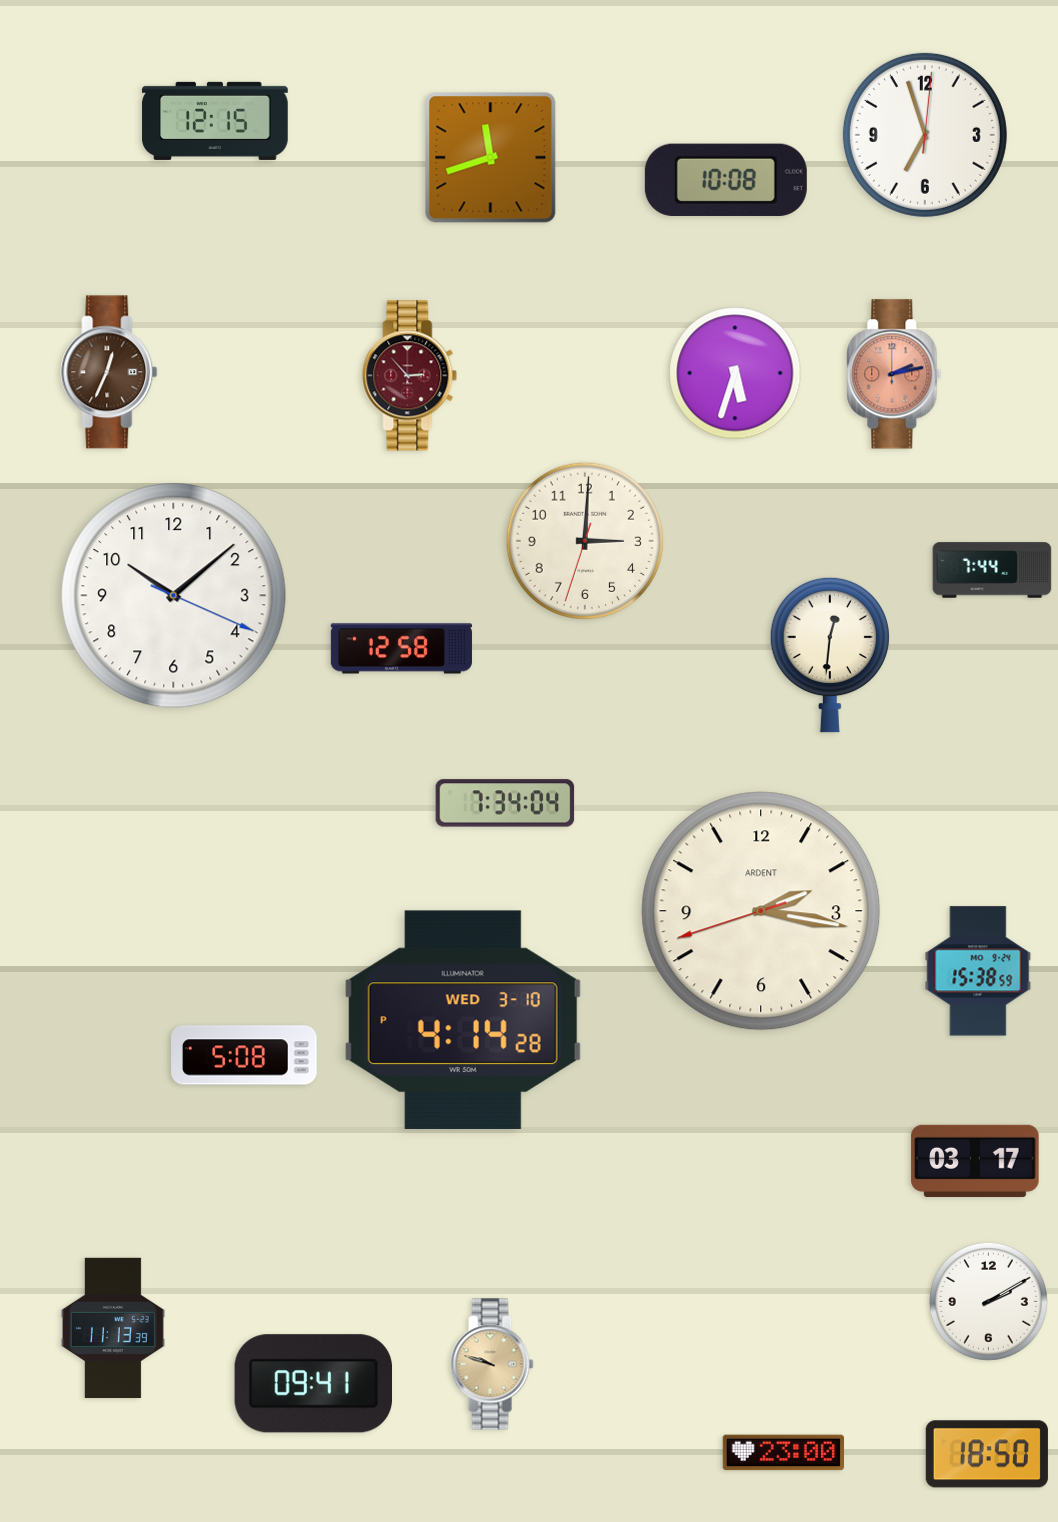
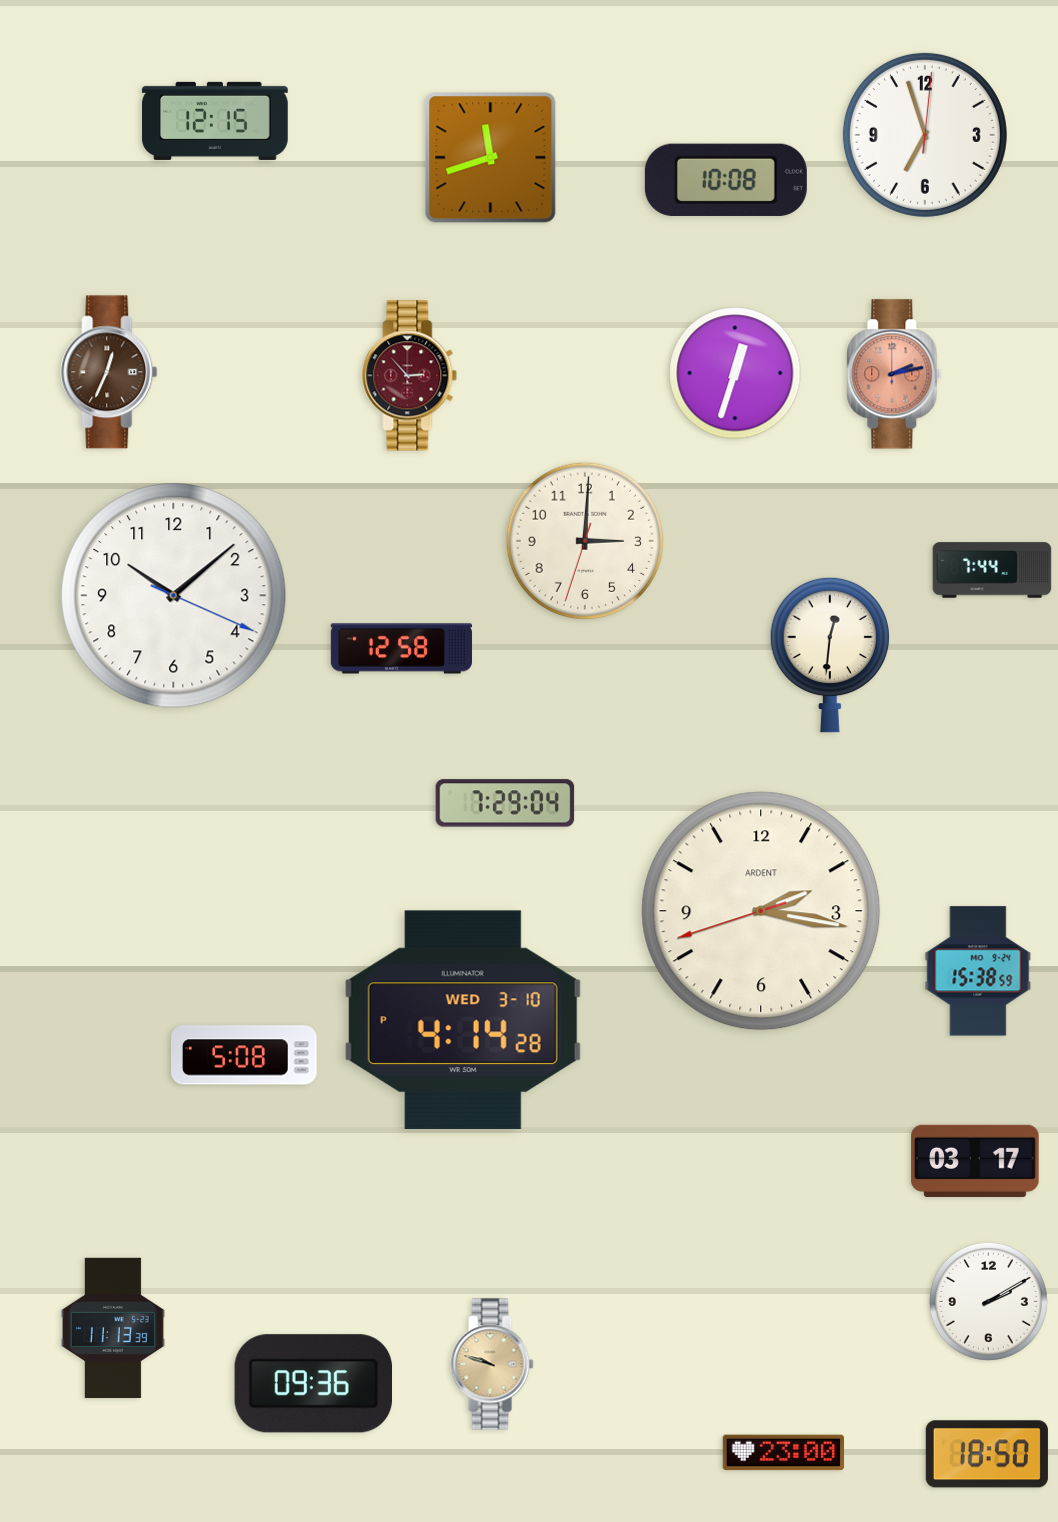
clock at (735, 373): 5:33 -> 12:33
clock at (505, 803): 7:34 -> 7:29
clock at (313, 1384): 09:41 -> 09:36
